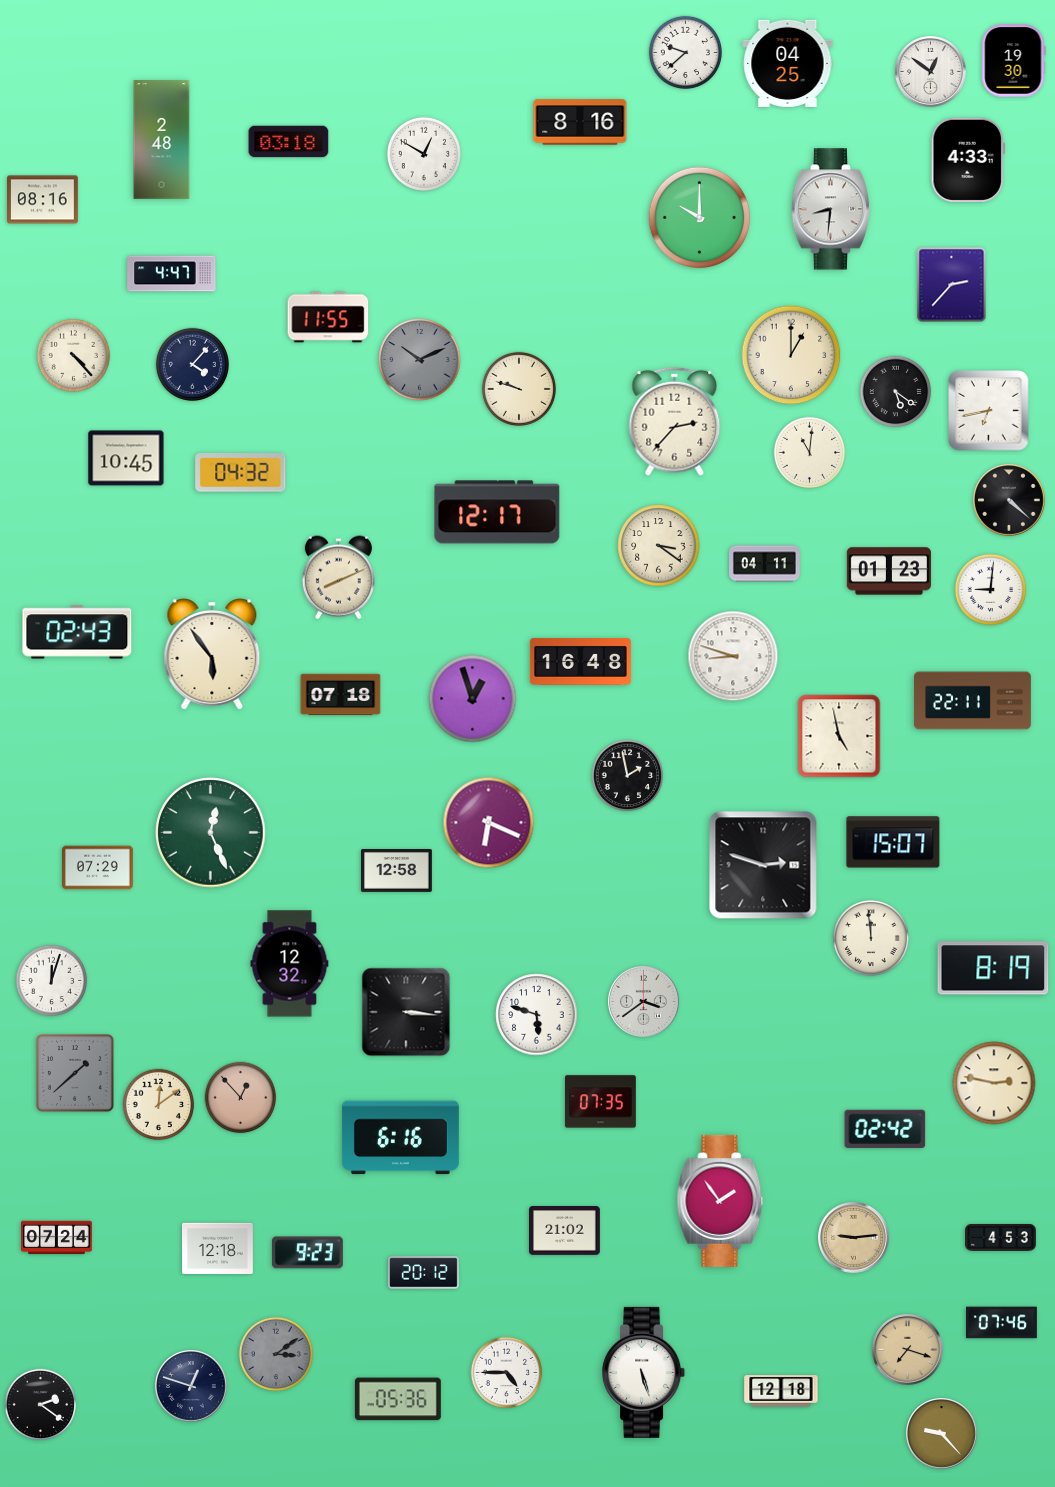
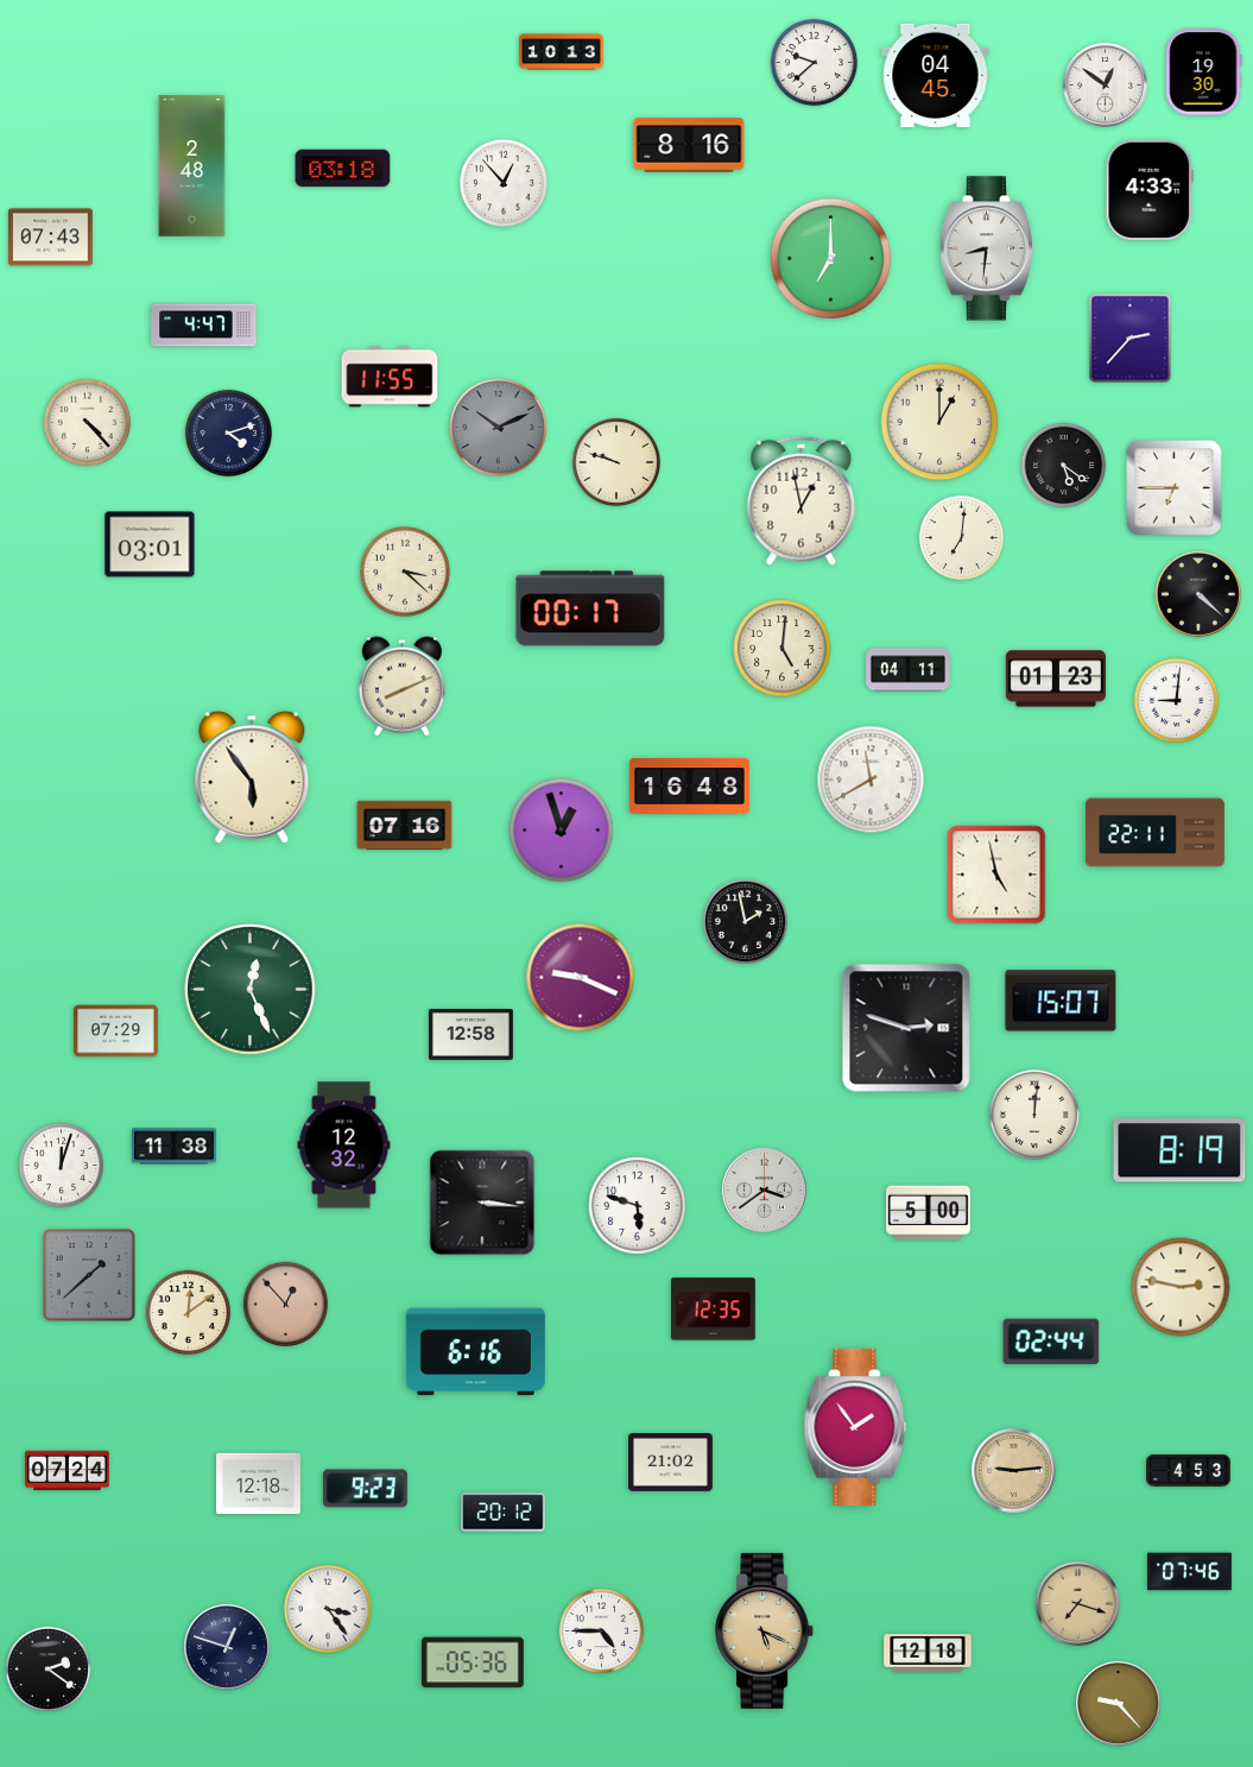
clock at (562, 52): none -> 10:13
clock at (788, 63): 04:25 -> 04:45
clock at (424, 154): 12:50 -> 12:53
clock at (43, 200): 08:16 -> 07:43
clock at (699, 217): 10:00 -> 7:00
clock at (192, 364): 4:07 -> 4:12
clock at (989, 411): 6:43 -> 6:45
clock at (675, 421): 2:37 -> 12:58
clock at (810, 453): 11:01 -> 7:01
clock at (126, 458): 10:45 -> 03:01
clock at (241, 473): 04:32 -> none
clock at (405, 572): none -> 3:22
clock at (497, 512): 12:17 -> 00:17
clock at (659, 546): 3:21 -> 5:01
clock at (77, 632): 02:43 -> none
clock at (733, 656): 8:48 -> 11:40
clock at (341, 695): 07:18 -> 07:16
clock at (489, 823): 6:19 -> 9:19
clock at (871, 938): 11:59 -> 12:01
clock at (175, 1147): none -> 11:38
clock at (929, 1213): none -> 5:00
clock at (601, 1102): 07:35 -> 12:35
clock at (885, 1129): 02:42 -> 02:44
clock at (276, 1354): 3:09 -> 3:24
clock at (276, 1354) dial: grey -> white
clock at (644, 1372): 5:27 -> 5:19
clock at (644, 1372) dial: white -> champagne
